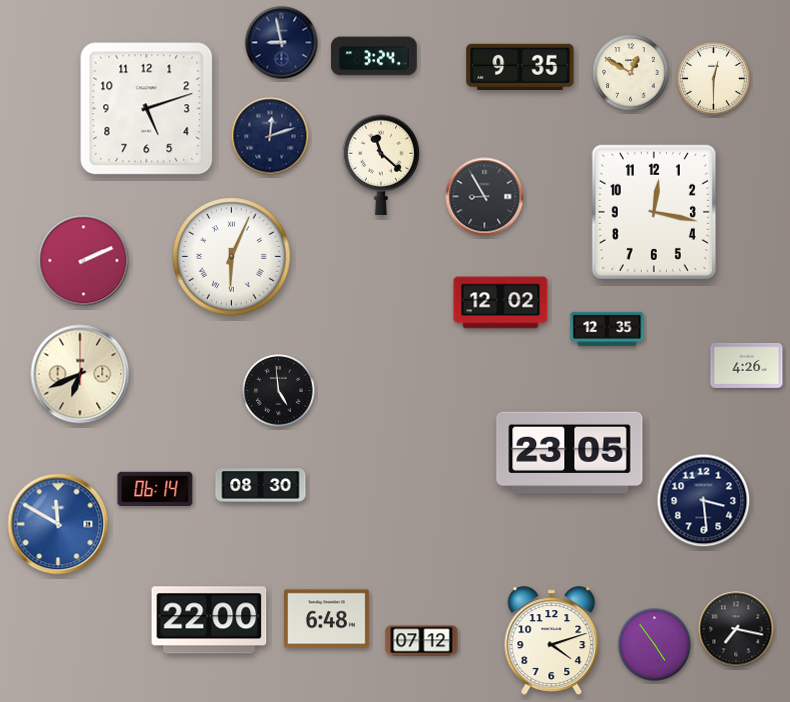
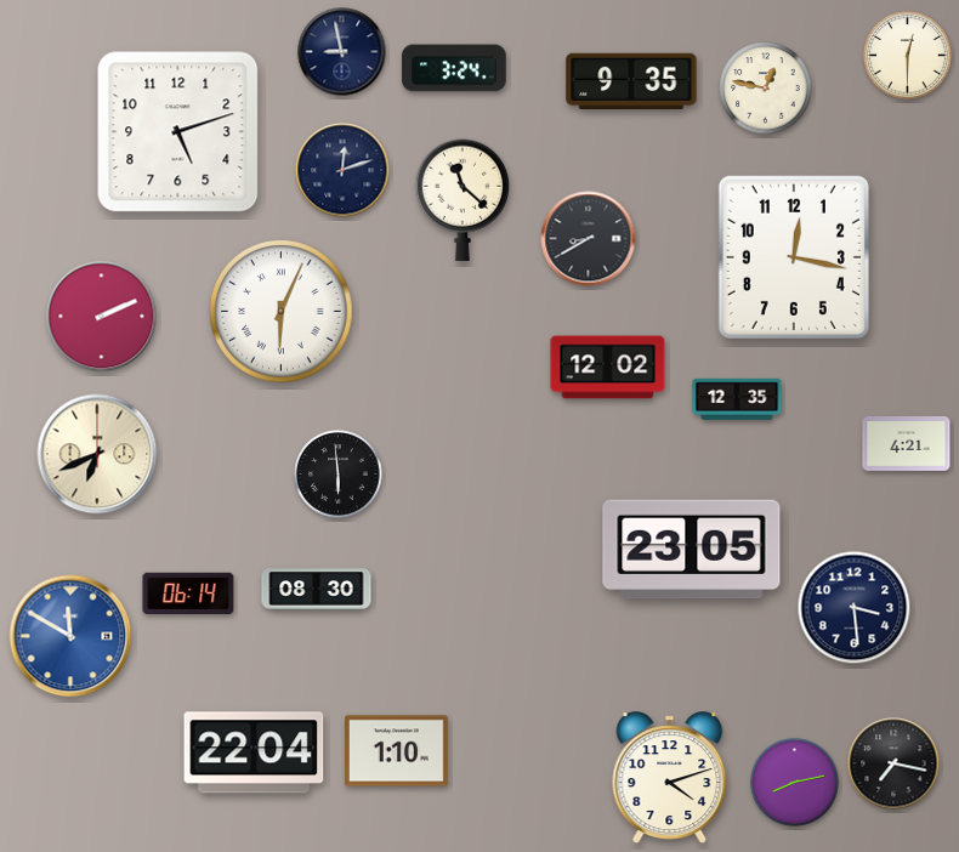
clock at (631, 73): 12:50 -> 12:47
clock at (714, 79) position: (714, 79) -> (908, 56)
clock at (270, 136) position: (270, 136) -> (342, 170)
clock at (485, 197): 8:55 -> 8:40
clock at (747, 365): 4:26 -> 4:21
clock at (279, 391): 4:59 -> 5:59
clock at (327, 619): 6:48 -> 1:10
clock at (209, 620): 22:00 -> 22:04
clock at (422, 641): 07:12 -> none
clock at (655, 645): 4:54 -> 8:13
